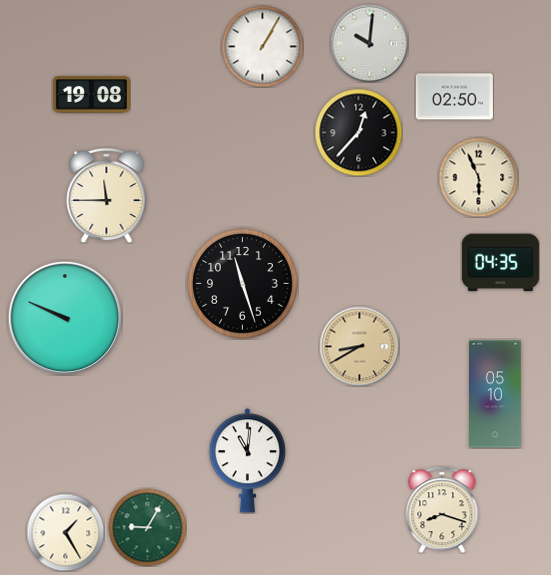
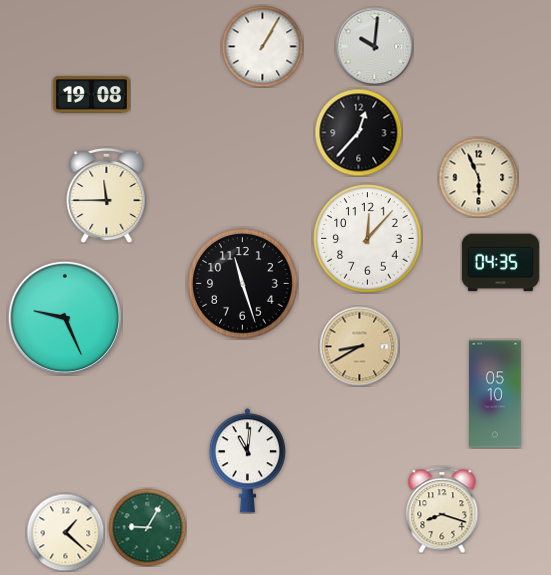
clock at (369, 43) position: (369, 43) -> (374, 46)
clock at (454, 97): 02:50 -> none
clock at (368, 239): none -> 12:07
clock at (65, 318): 9:49 -> 9:26
clock at (65, 532): 1:25 -> 1:22
